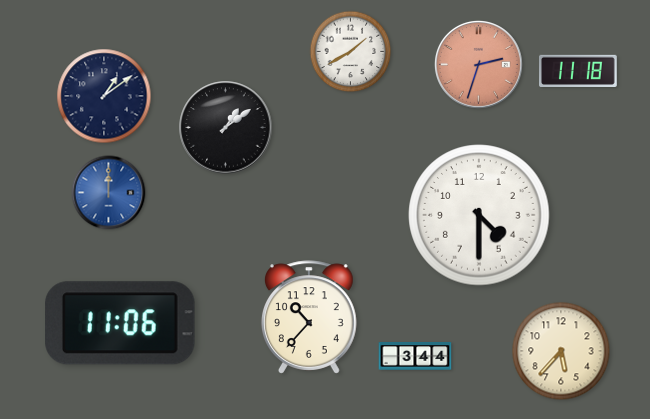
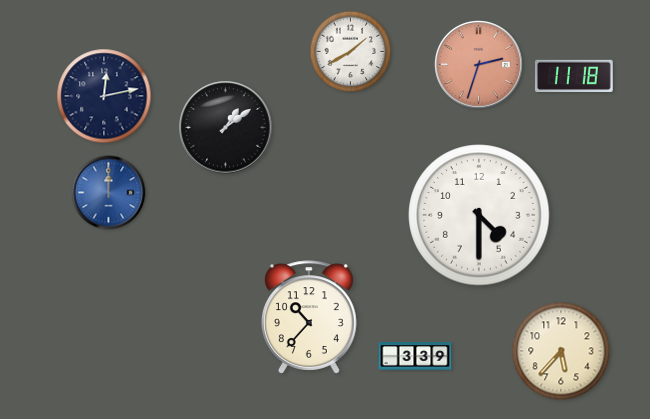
clock at (579, 70) position: (579, 70) -> (575, 75)
clock at (104, 96): 1:09 -> 12:13
clock at (120, 323): 11:06 -> none
clock at (415, 357): 3:44 -> 3:39
